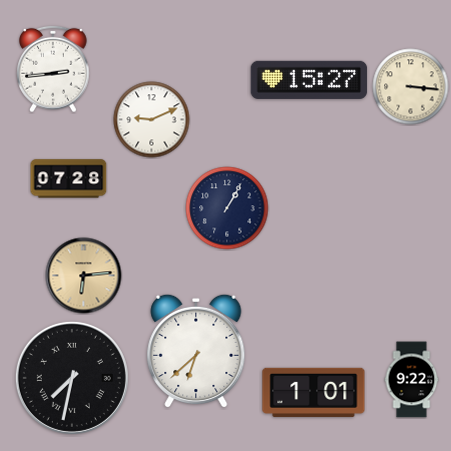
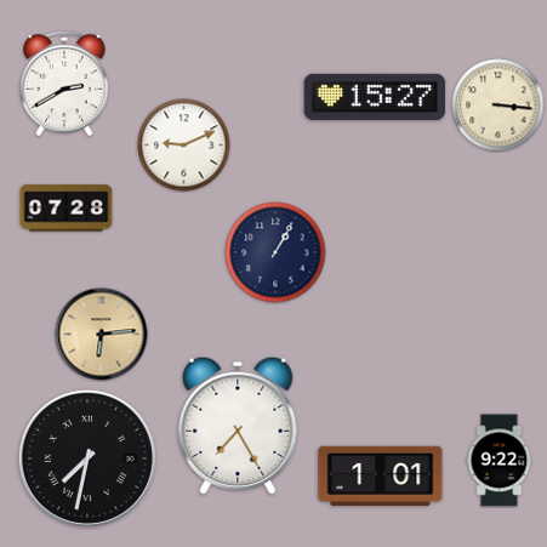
clock at (53, 69): 2:44 -> 2:40
clock at (69, 179) position: (69, 179) -> (67, 209)
clock at (196, 351): 6:38 -> 7:25
